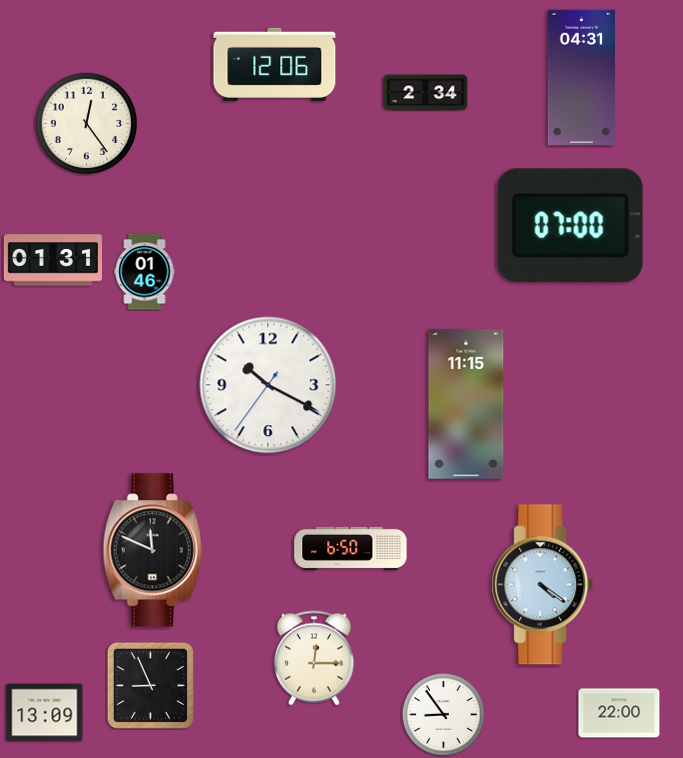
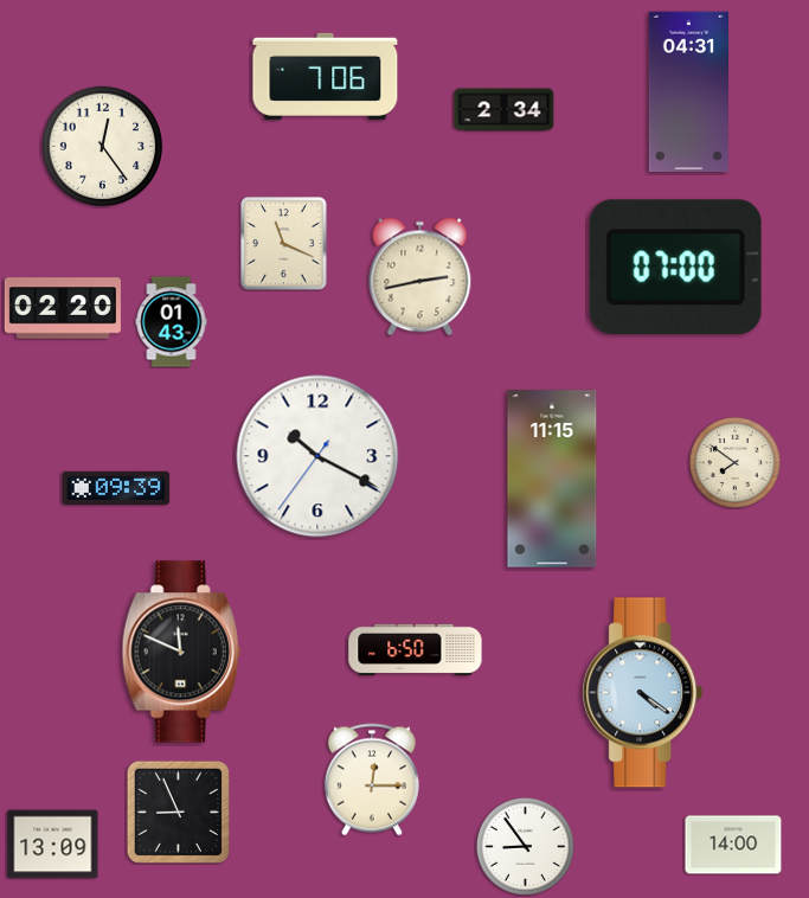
clock at (275, 64): 12:06 -> 7:06
clock at (284, 244): none -> 11:19
clock at (420, 277): none -> 2:43
clock at (53, 260): 01:31 -> 02:20
clock at (145, 272): 01:46 -> 01:43
clock at (734, 462): none -> 7:51
clock at (116, 488): none -> 09:39
clock at (619, 713): 22:00 -> 14:00
